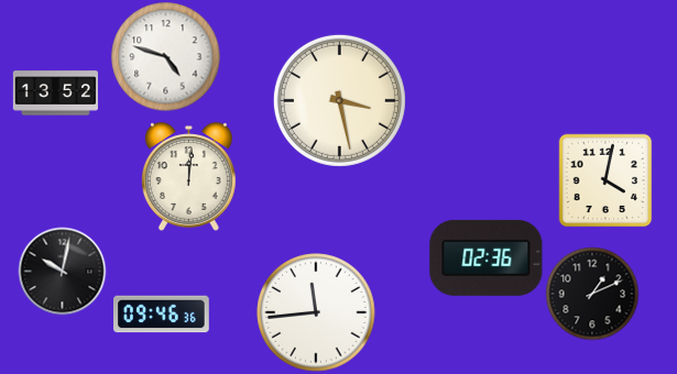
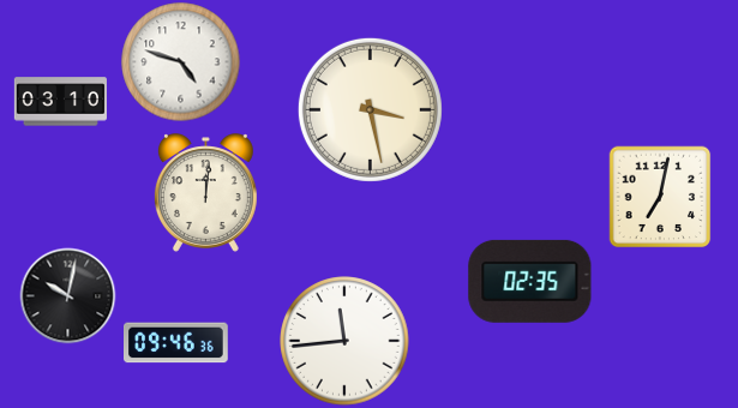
clock at (55, 94): 13:52 -> 03:10
clock at (605, 180): 4:02 -> 7:02
clock at (487, 257): 02:36 -> 02:35
clock at (592, 294): 1:11 -> none
